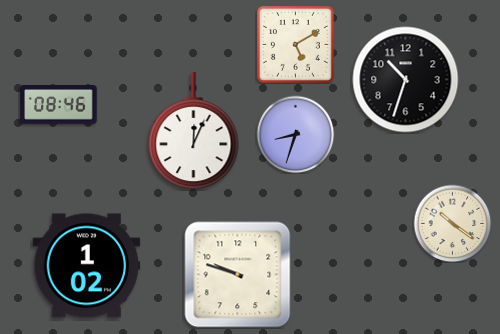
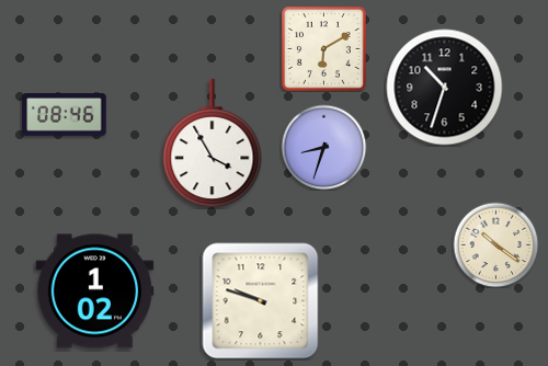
clock at (295, 44): 5:10 -> 6:10
clock at (194, 131): 12:04 -> 3:55
